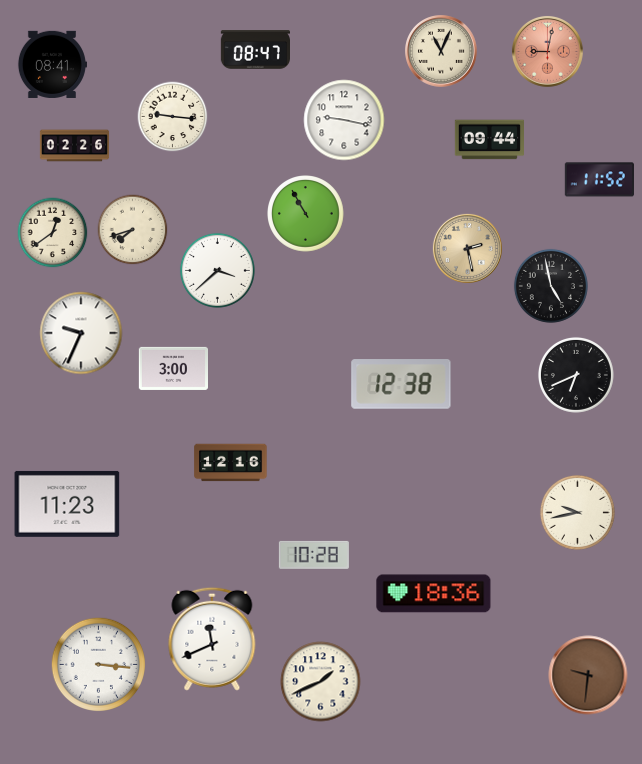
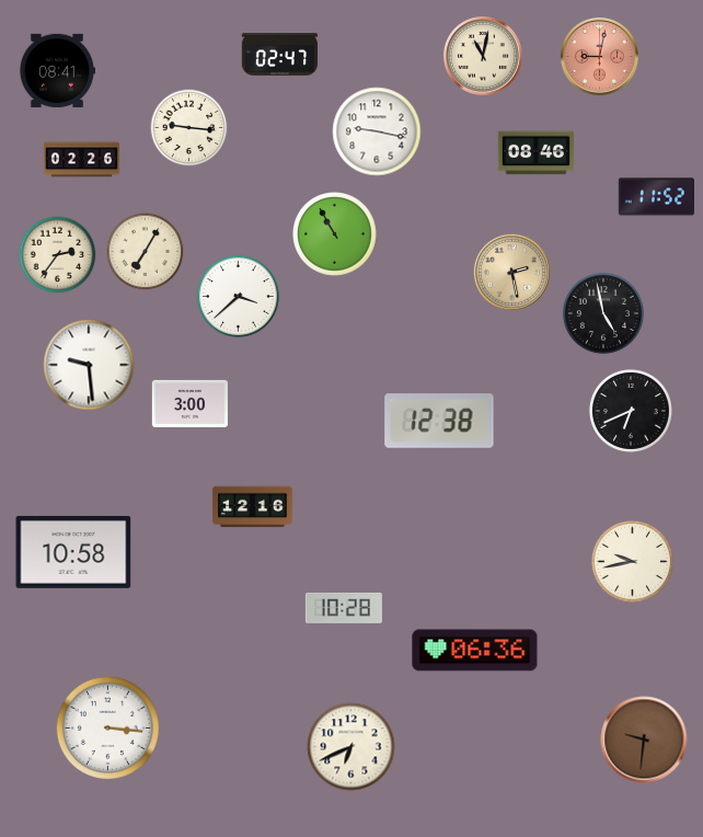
clock at (255, 50): 08:47 -> 02:47
clock at (442, 52): 11:04 -> 11:02
clock at (489, 140): 09:44 -> 08:46
clock at (133, 230): 7:42 -> 7:05
clock at (53, 233): 12:39 -> 2:36
clock at (81, 333): 9:34 -> 9:29
clock at (67, 504): 11:23 -> 10:58
clock at (434, 594): 18:36 -> 06:36
clock at (212, 639): 11:41 -> none
clock at (321, 682): 1:41 -> 6:41
